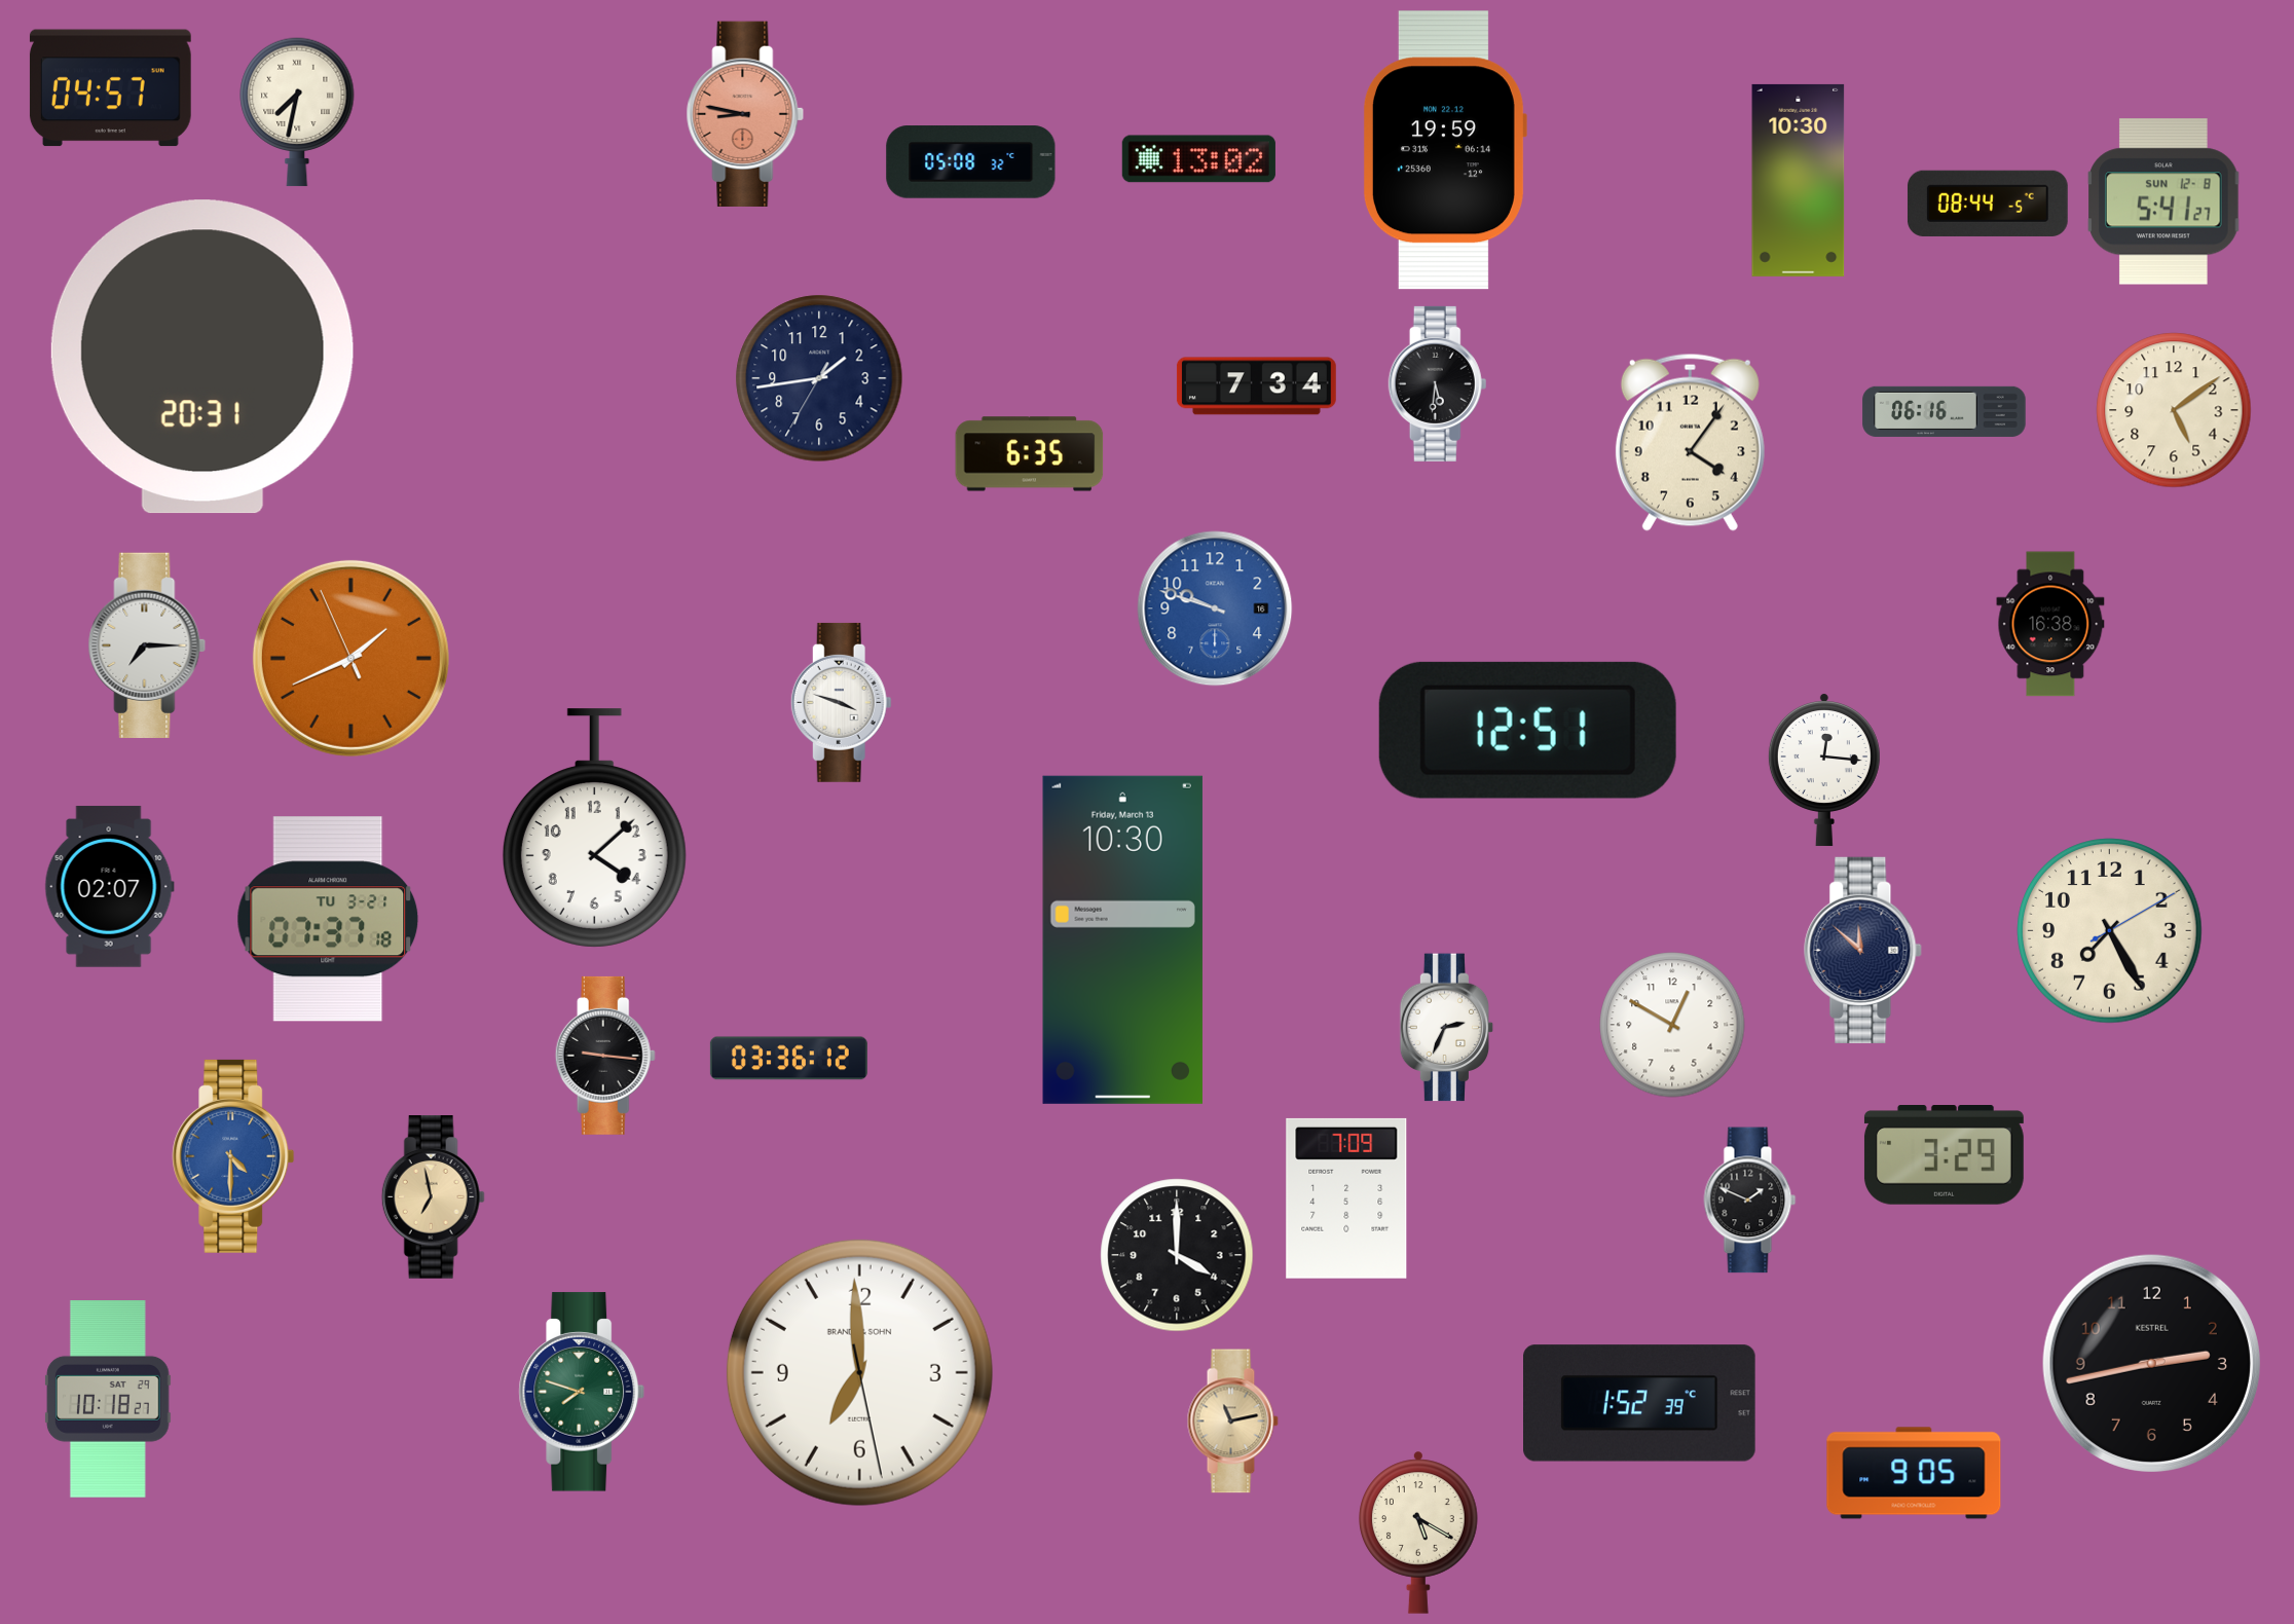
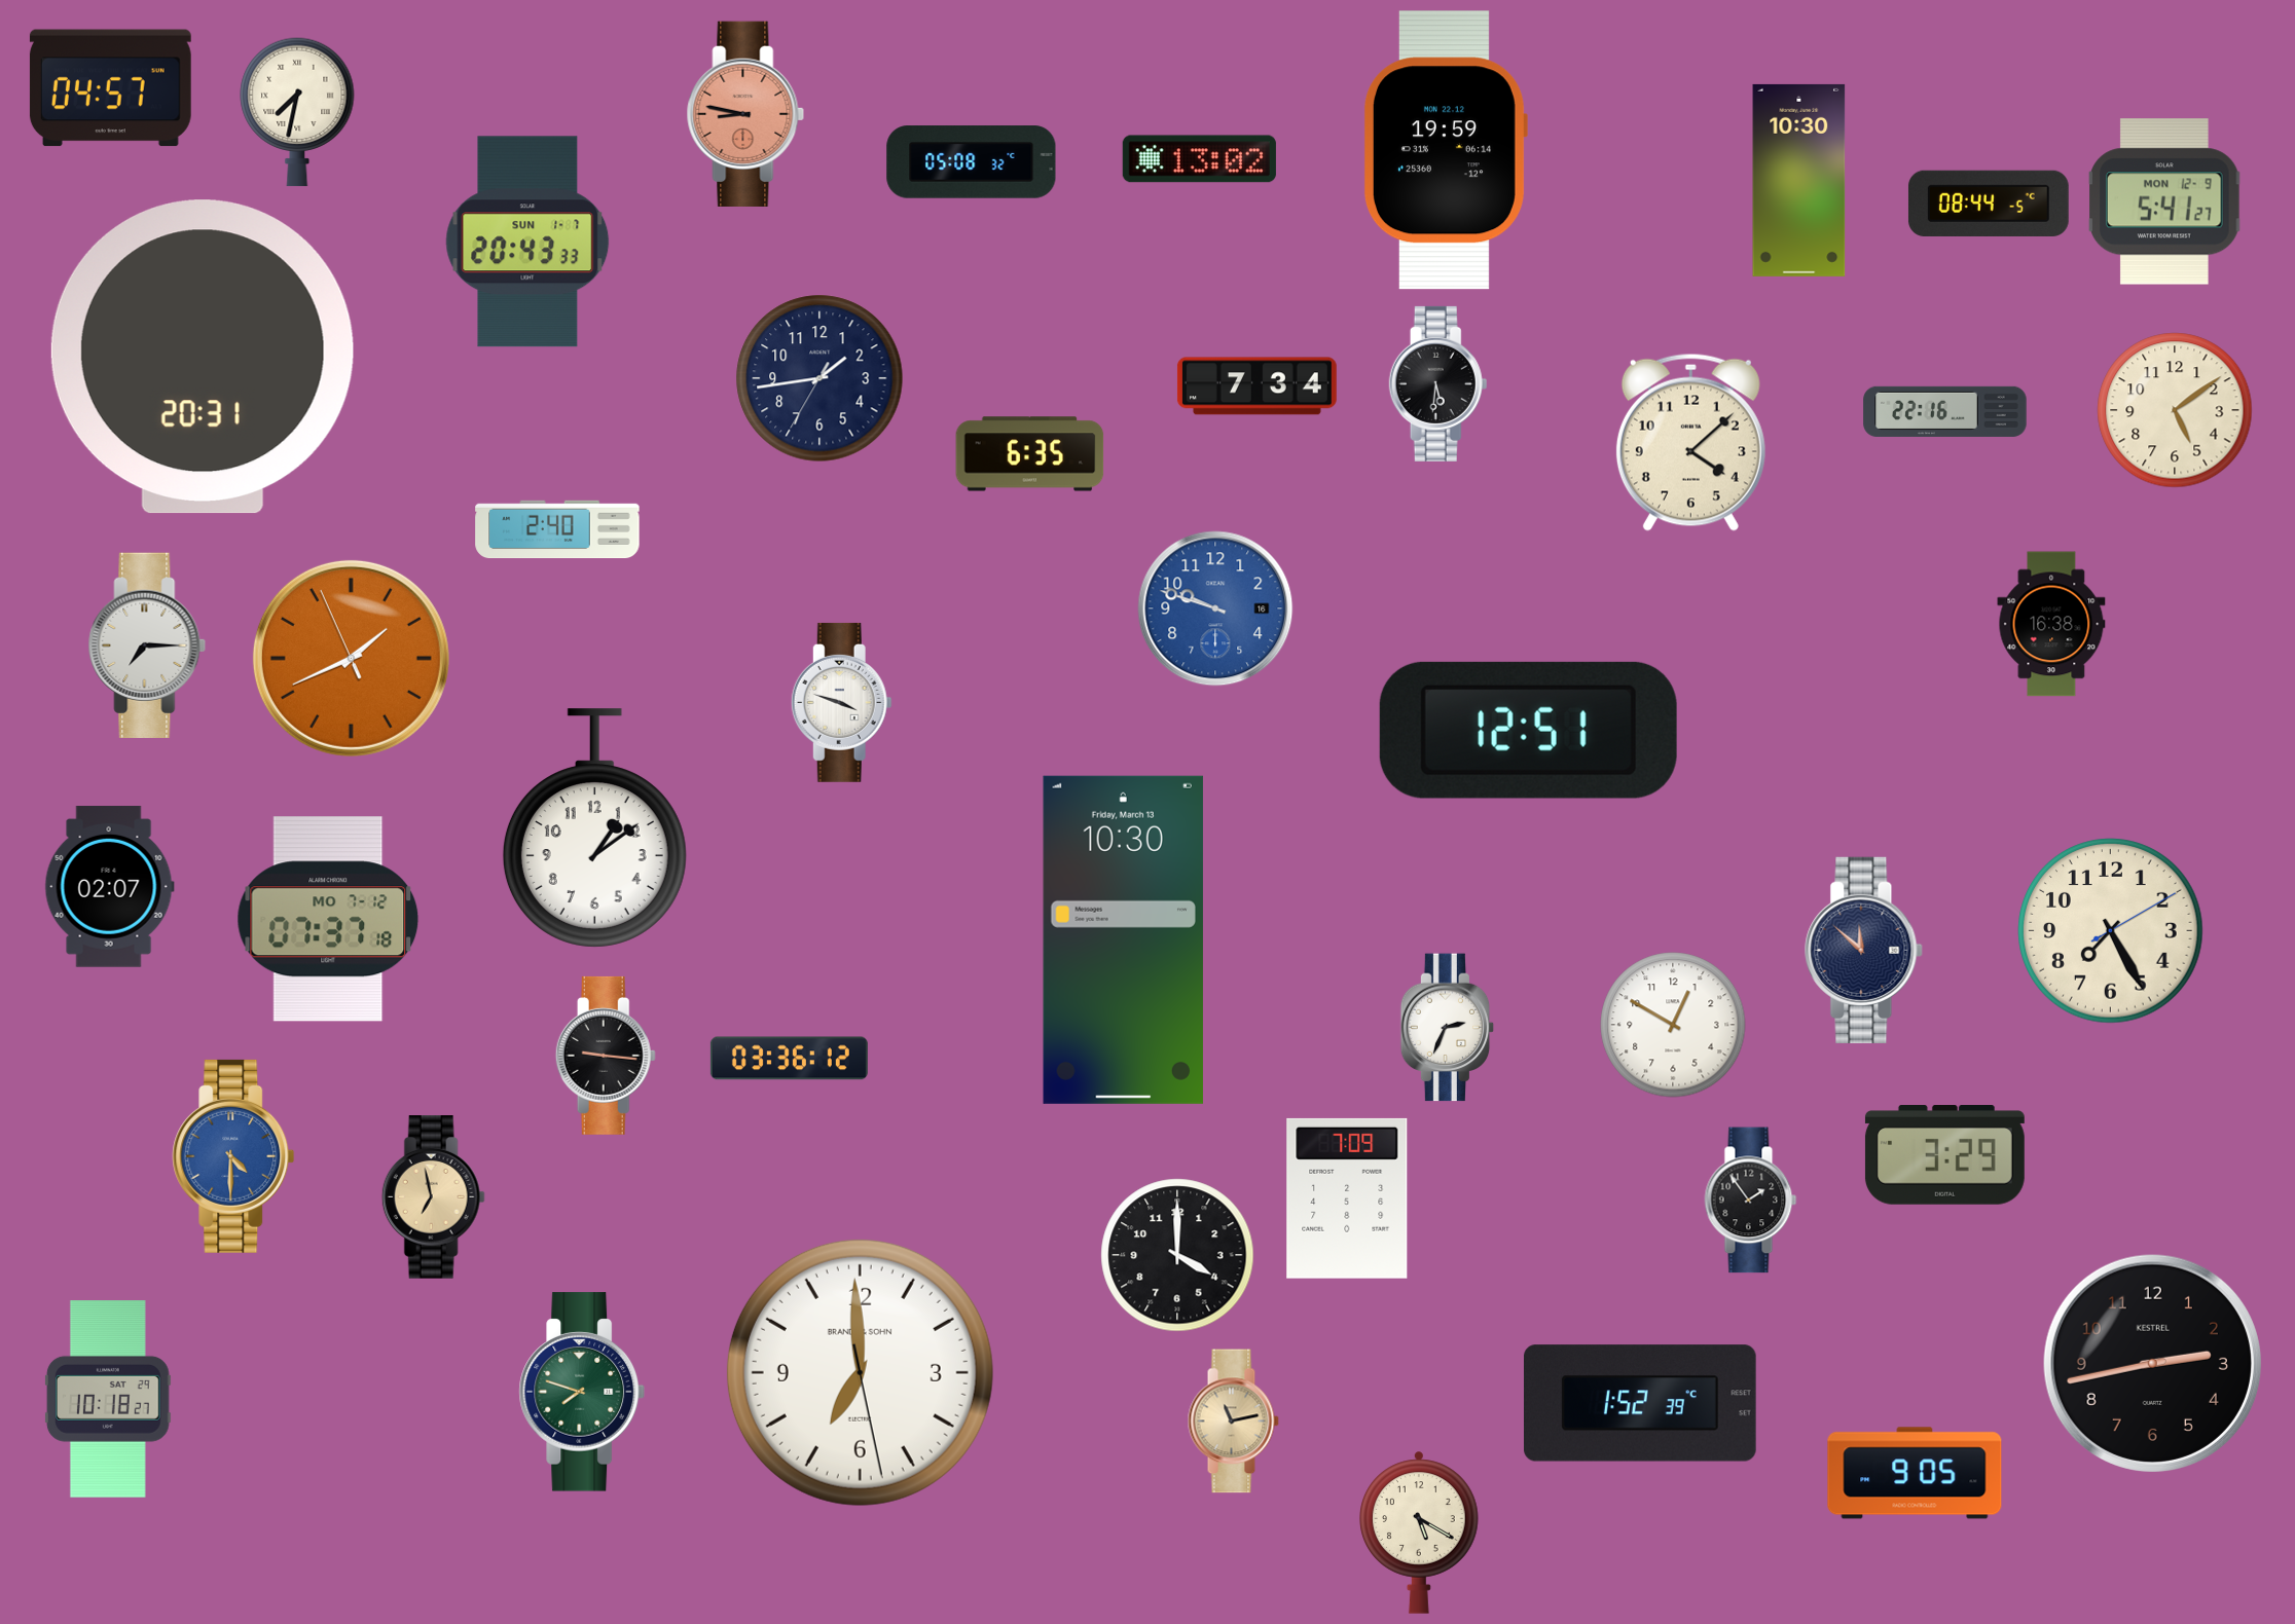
clock at (2163, 201) date: SUN 12-8 -> MON 12-9
clock at (527, 242): none -> 20:43
clock at (1945, 411): 06:16 -> 22:16
clock at (1690, 442): 4:06 -> 4:08
clock at (557, 529): none -> 2:40
clock at (1824, 770): 12:16 -> none
clock at (594, 828): 4:08 -> 1:09
clock at (328, 919) date: TU 3-21 -> MO 7-12
clock at (1750, 1201): 1:49 -> 1:54
